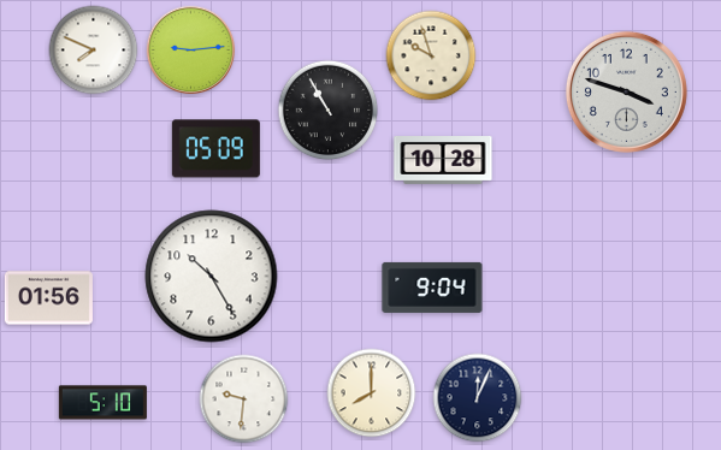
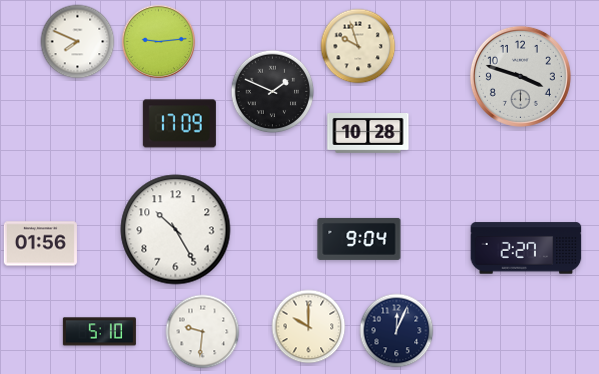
clock at (329, 111): 10:55 -> 1:49
clock at (215, 149): 05:09 -> 17:09
clock at (48, 298) position: (48, 298) -> (40, 244)
clock at (526, 248): none -> 2:27
clock at (372, 393): 8:00 -> 10:00
clock at (102, 403) position: (102, 403) -> (99, 332)
